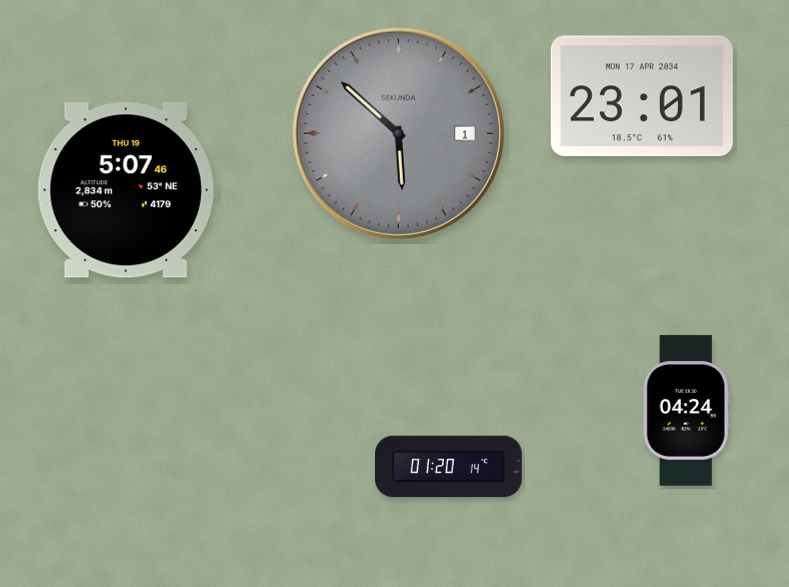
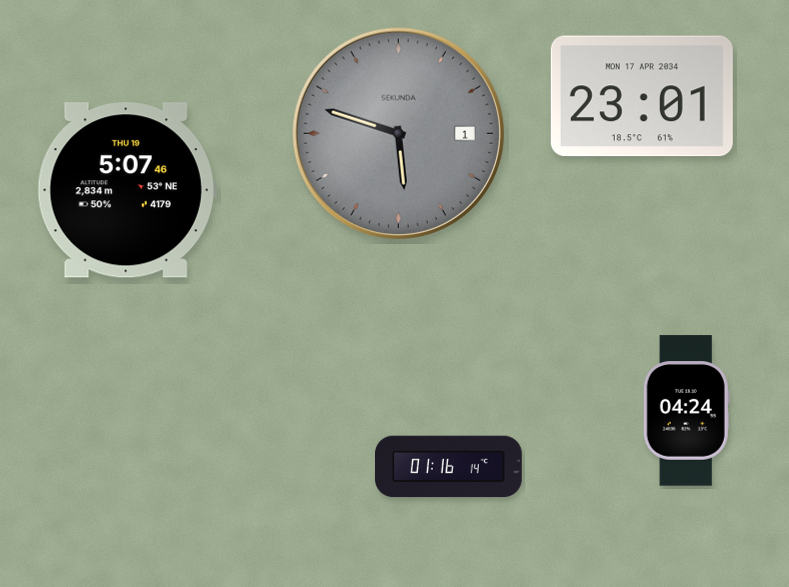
clock at (398, 133): 5:52 -> 5:48
clock at (449, 467): 01:20 -> 01:16
